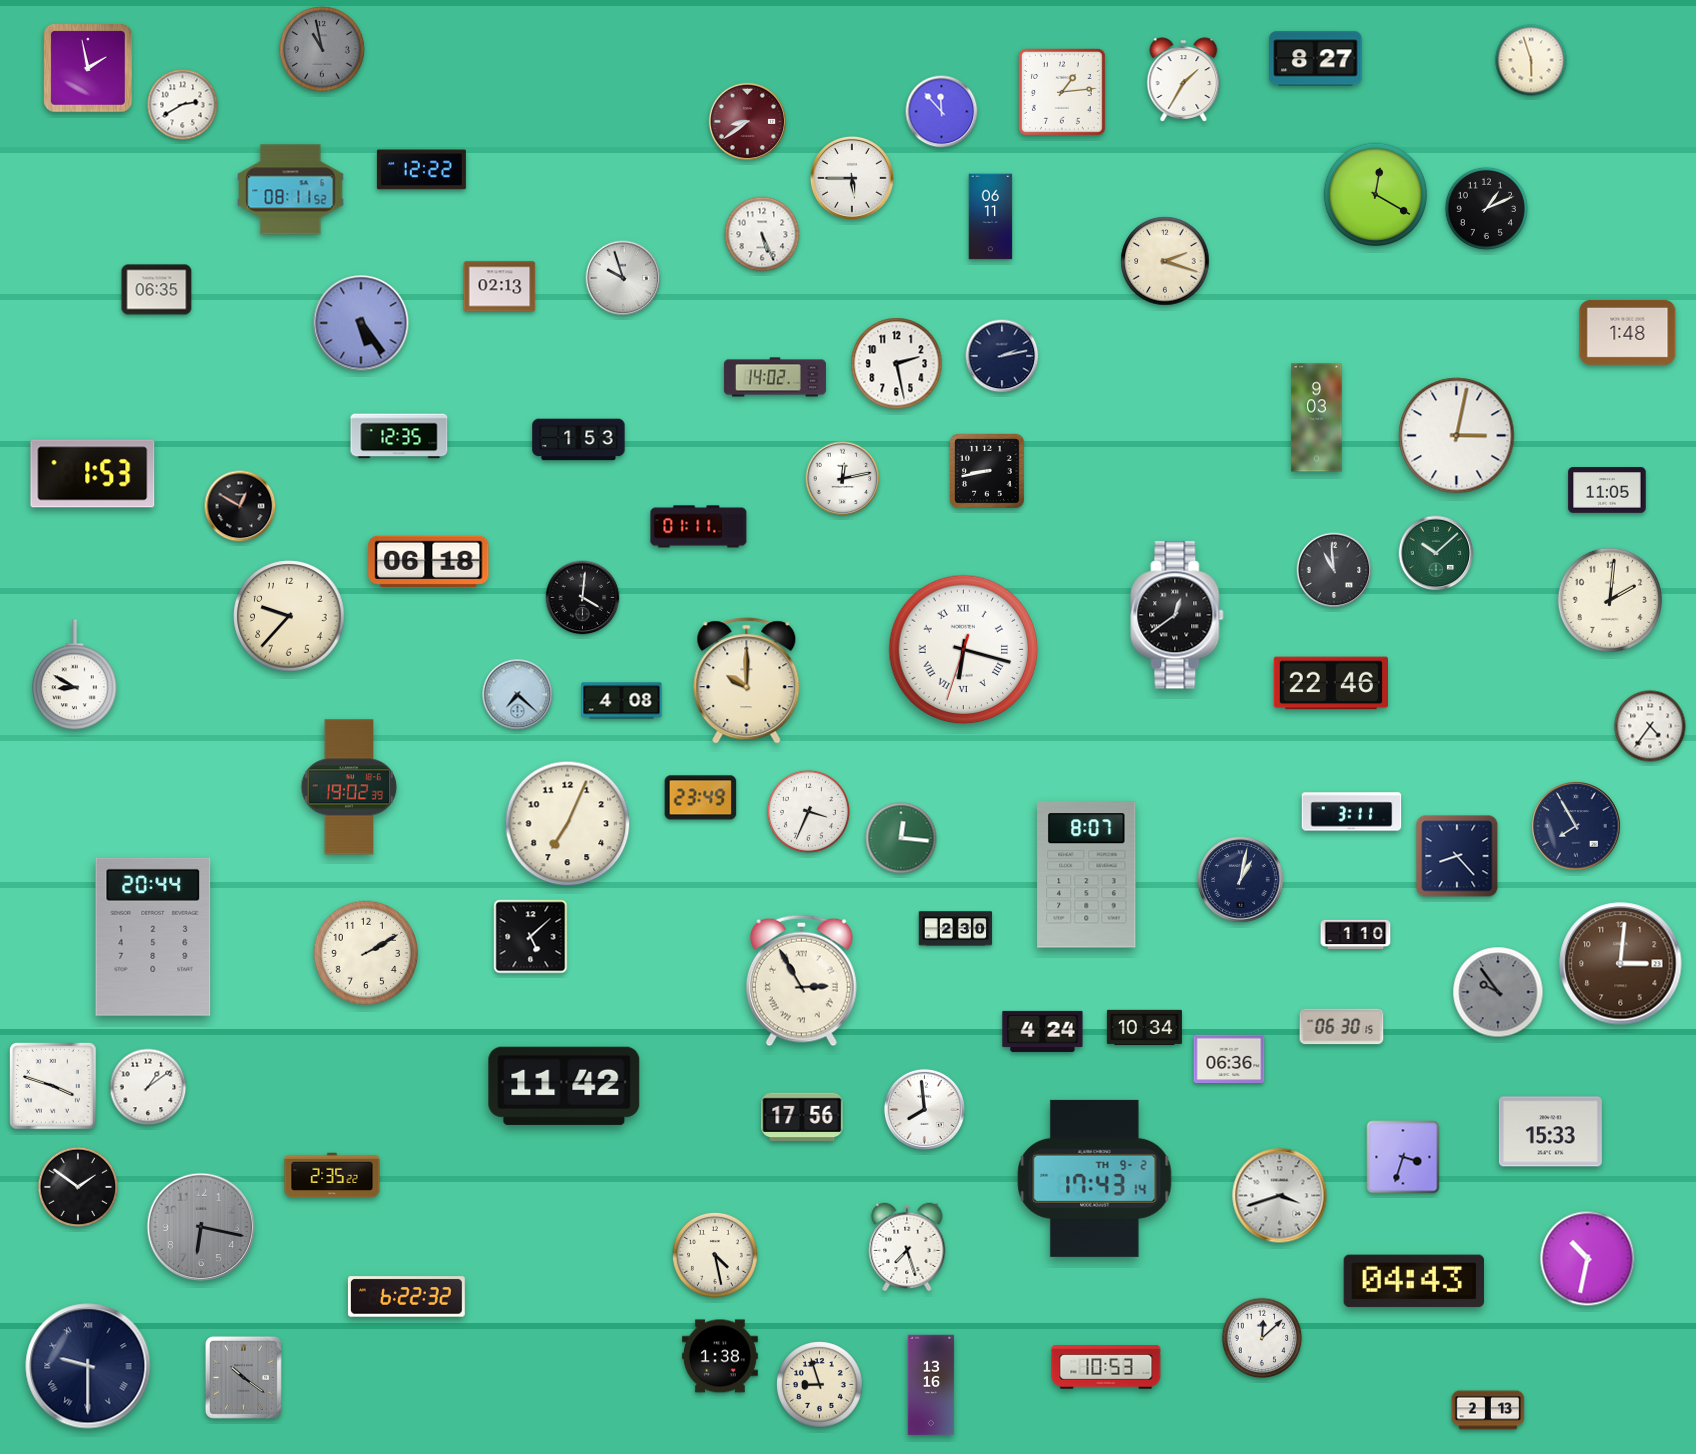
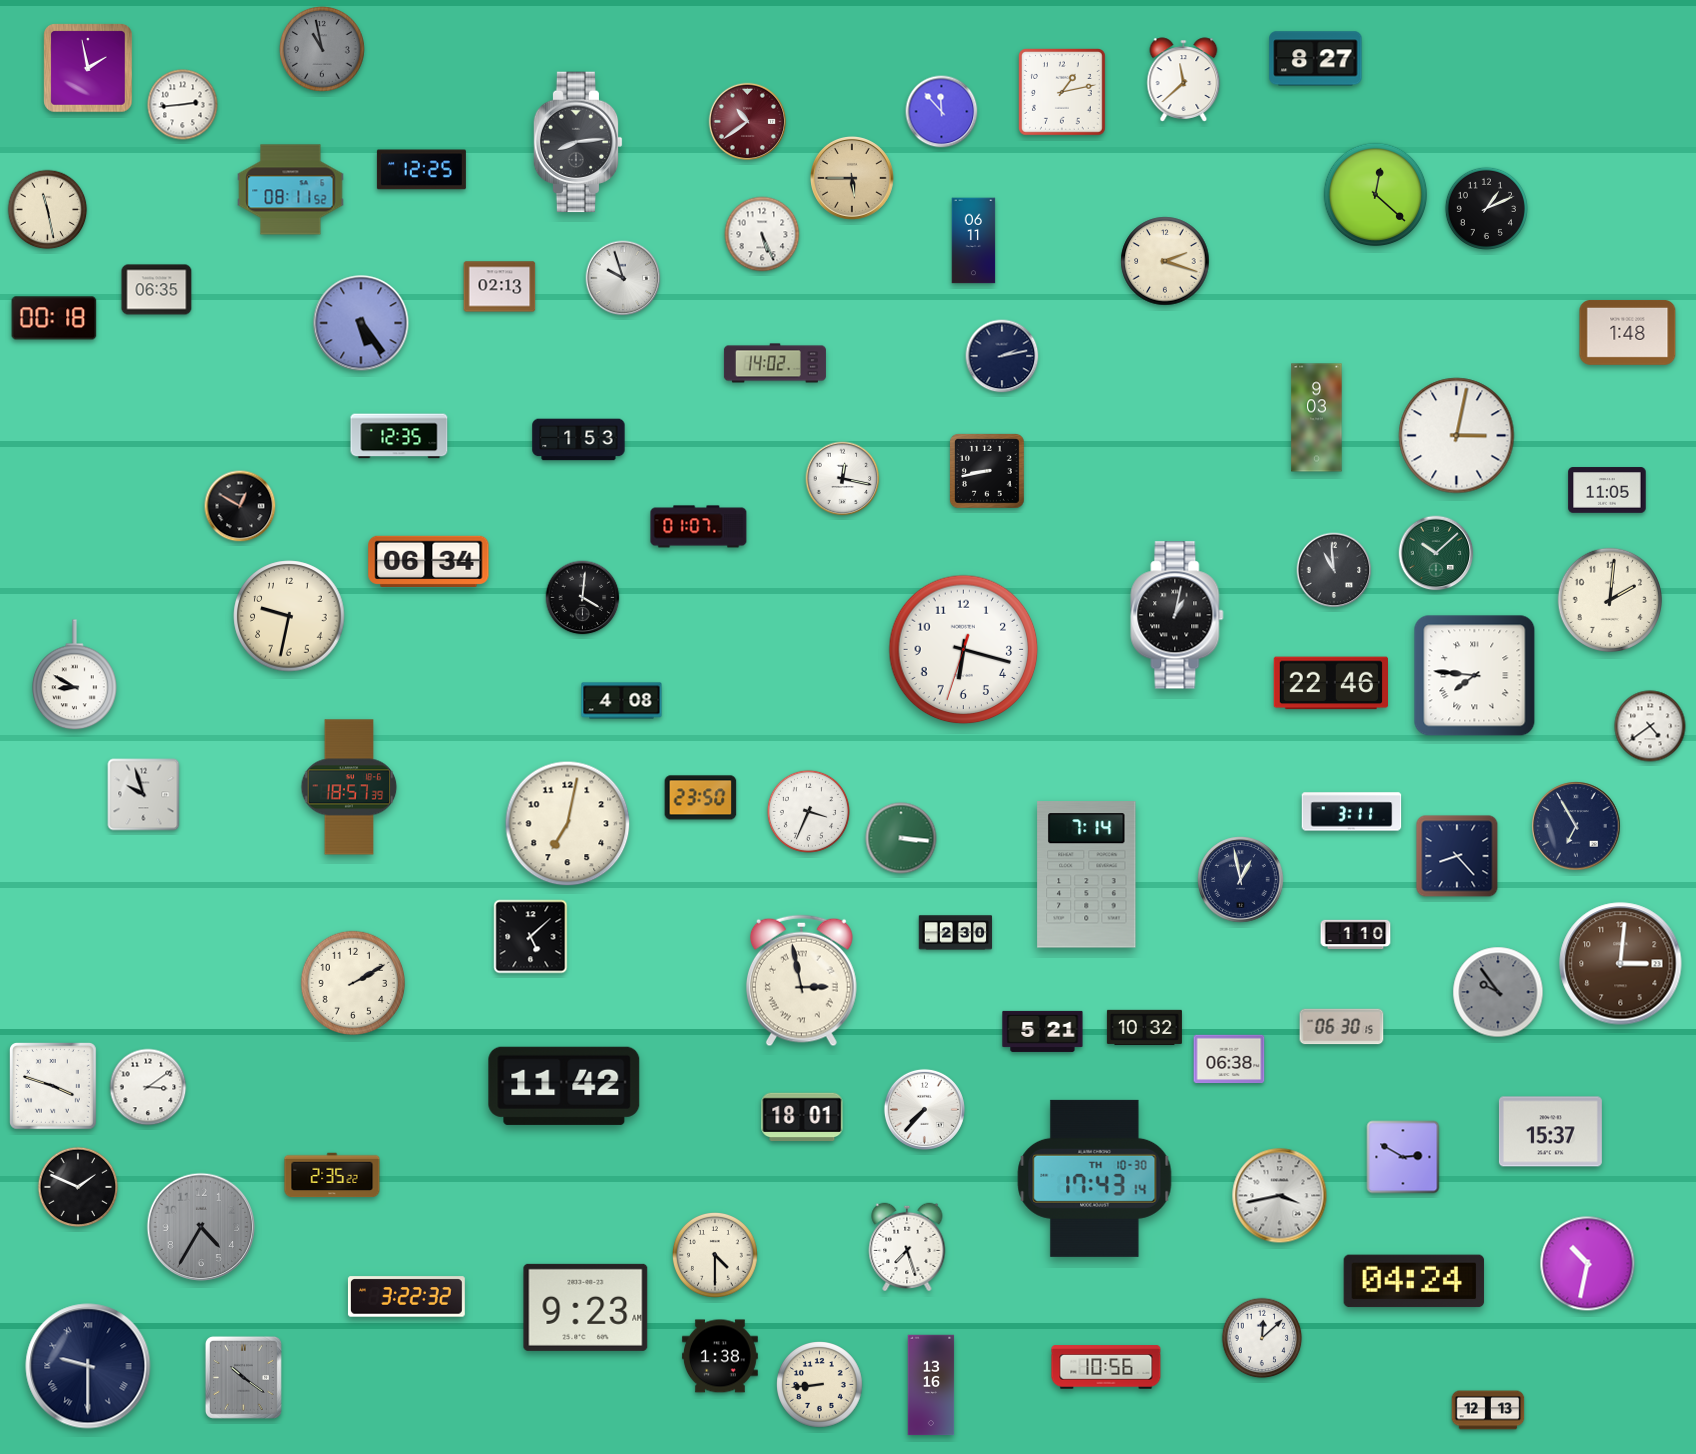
clock at (1531, 60): 5:57 -> none
clock at (1184, 80): 1:35 -> 11:38
clock at (1063, 93): 1:14 -> 1:13
clock at (183, 105): 2:40 -> 2:44
clock at (748, 122): 8:39 -> 10:39
clock at (578, 142): none -> 8:14
clock at (421, 170): 12:22 -> 12:25
clock at (852, 178) dial: white -> champagne
clock at (1376, 195): 12:20 -> 12:22
clock at (48, 210): none -> 11:28
clock at (991, 217) position: (991, 217) -> (974, 241)
clock at (54, 318): none -> 00:18
clock at (897, 364): 2:28 -> none
clock at (775, 377) position: (775, 377) -> (775, 363)
clock at (93, 474): 1:53 -> none
clock at (843, 479): 12:13 -> 12:17
clock at (699, 527): 01:11 -> 01:07
clock at (429, 561): 06:18 -> 06:34
clock at (1177, 615): 12:39 -> 1:02
clock at (289, 616): 9:37 -> 9:32
clock at (964, 650) numerals: Roman -> Arabic
clock at (1475, 676): none -> 7:46
clock at (747, 681): 10:00 -> none
clock at (518, 695): 7:22 -> none
clock at (1650, 726): 4:36 -> 4:39
clock at (349, 787): 19:02 -> 18:57
clock at (144, 795): none -> 9:57
clock at (701, 798): 23:49 -> 23:50
clock at (568, 824): 7:04 -> 7:02
clock at (1576, 826): 7:55 -> 6:55
clock at (901, 838): 12:16 -> 3:16
clock at (1087, 875): 8:07 -> 7:14
clock at (1241, 880): 1:02 -> 12:58
clock at (956, 929) position: (956, 929) -> (956, 933)
clock at (153, 937): 20:44 -> none
clock at (365, 952) position: (365, 952) -> (352, 982)
clock at (801, 981): 2:55 -> 2:58
clock at (1144, 1027): 10:34 -> 10:32
clock at (1043, 1031): 4:24 -> 5:21
clock at (1229, 1059): 06:36 -> 06:38
clock at (148, 1087): 1:09 -> 3:09
clock at (924, 1109): 7:59 -> 7:37
clock at (802, 1117): 17:56 -> 18:01
clock at (1550, 1132): 15:33 -> 15:37
clock at (1403, 1157): 3:33 -> 2:50
clock at (1095, 1178) date: TH 9-2 -> TH 10-30
clock at (78, 1187): 1:51 -> 1:49
clock at (1280, 1196): 3:42 -> 3:43
clock at (201, 1227): 6:17 -> 4:35
clock at (716, 1256): 4:28 -> 4:30
clock at (1588, 1259) position: (1588, 1259) -> (1588, 1264)
clock at (1414, 1281): 04:43 -> 04:24
clock at (406, 1297): 6:22 -> 3:22
clock at (586, 1307): none -> 9:23
clock at (1106, 1367): 10:53 -> 10:56
clock at (820, 1385): 8:57 -> 8:44
clock at (1488, 1410): 2:13 -> 12:13
